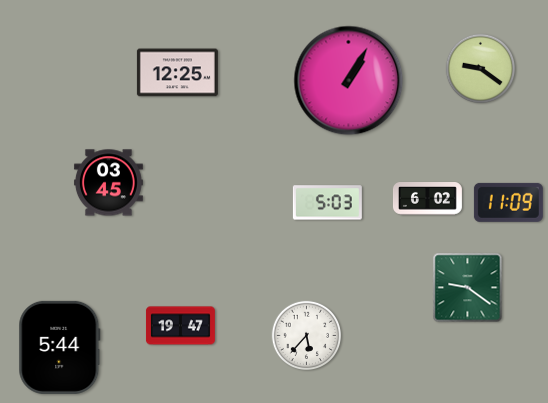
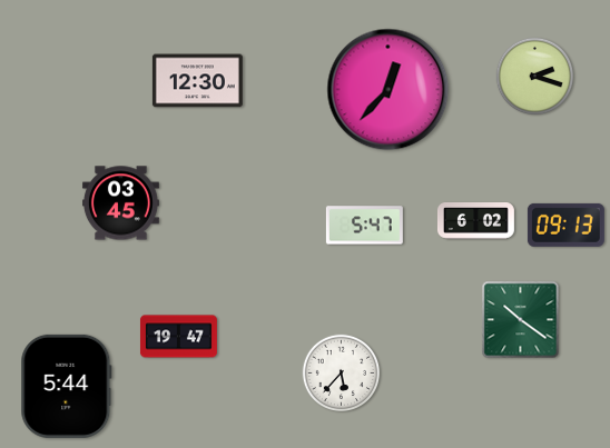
clock at (481, 69): 9:21 -> 2:18
clock at (177, 73): 12:25 -> 12:30
clock at (349, 81): 1:05 -> 12:37
clock at (508, 202): 11:09 -> 09:13
clock at (327, 203): 5:03 -> 5:47
clock at (468, 288): 9:21 -> 10:21
clock at (180, 326) position: (180, 326) -> (178, 337)
